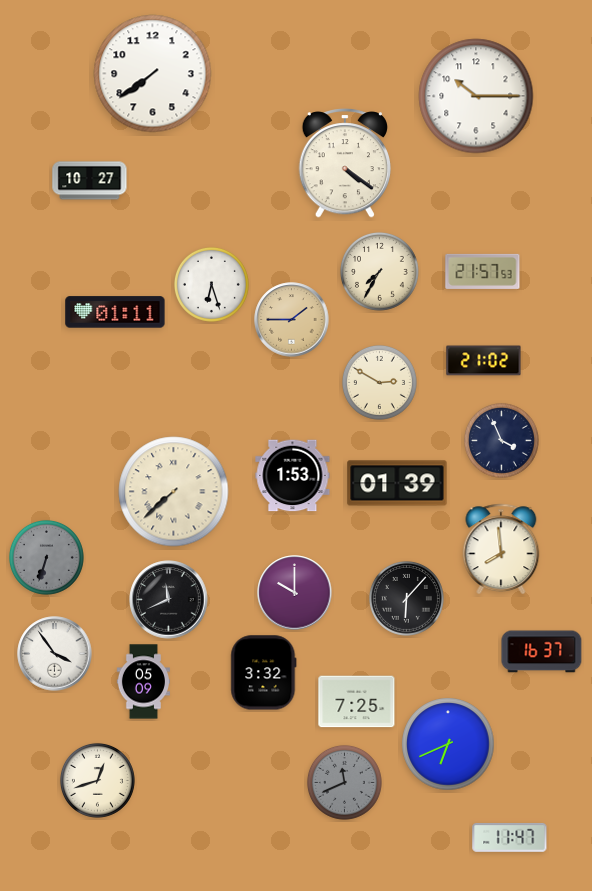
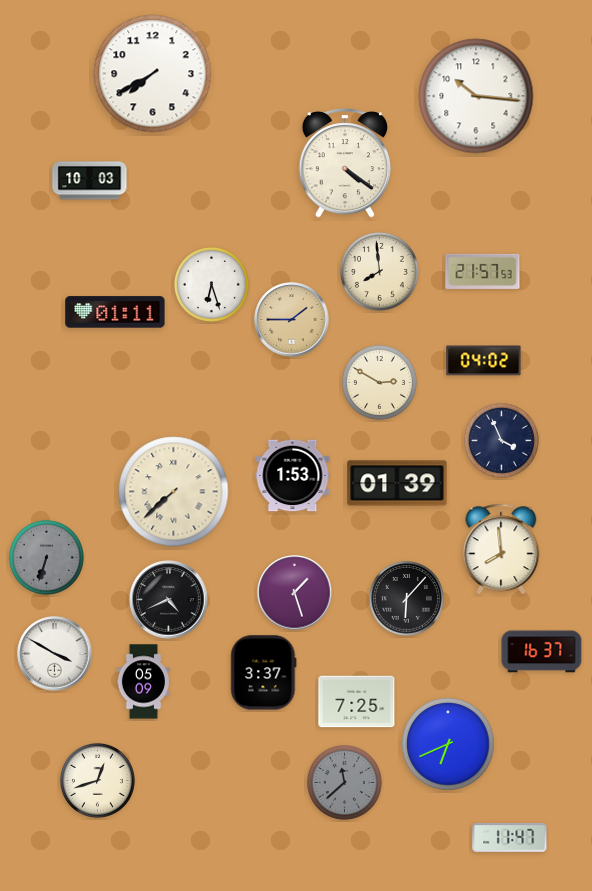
clock at (153, 74): 7:39 -> 7:40
clock at (476, 96): 10:15 -> 10:16
clock at (90, 181): 10:27 -> 10:03
clock at (379, 271): 7:35 -> 7:59
clock at (484, 361): 21:02 -> 04:02
clock at (295, 593): 10:00 -> 1:27
clock at (169, 600): 11:41 -> 4:41
clock at (55, 654): 3:54 -> 3:50
clock at (264, 673): 3:32 -> 3:37
clock at (344, 782): 11:41 -> 11:38
